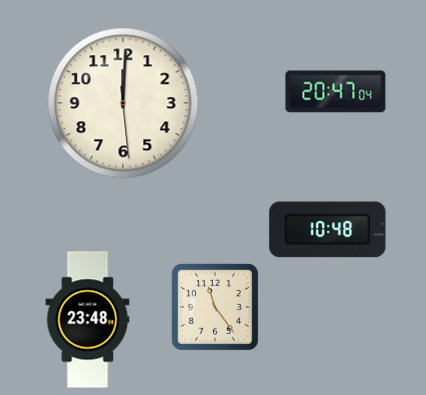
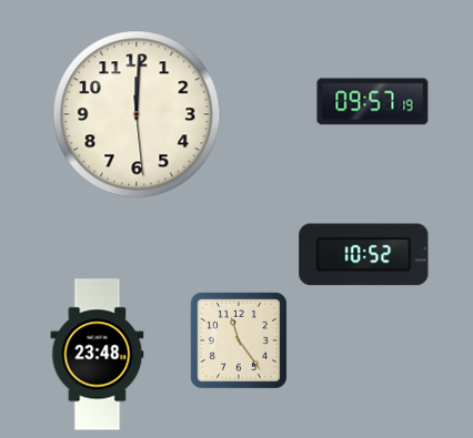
clock at (336, 92): 20:47 -> 09:57
clock at (328, 230): 10:48 -> 10:52
